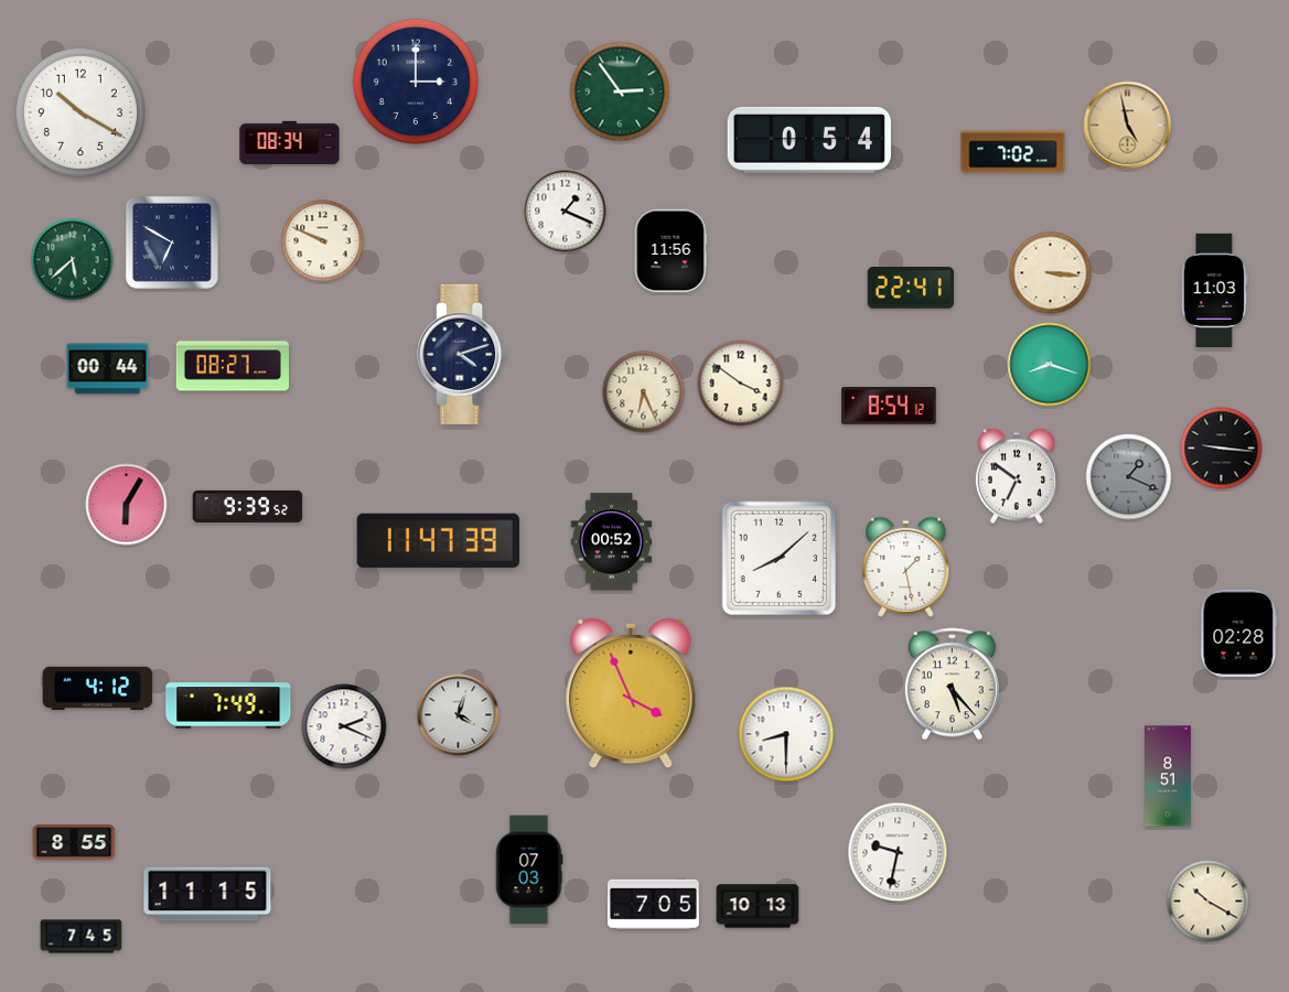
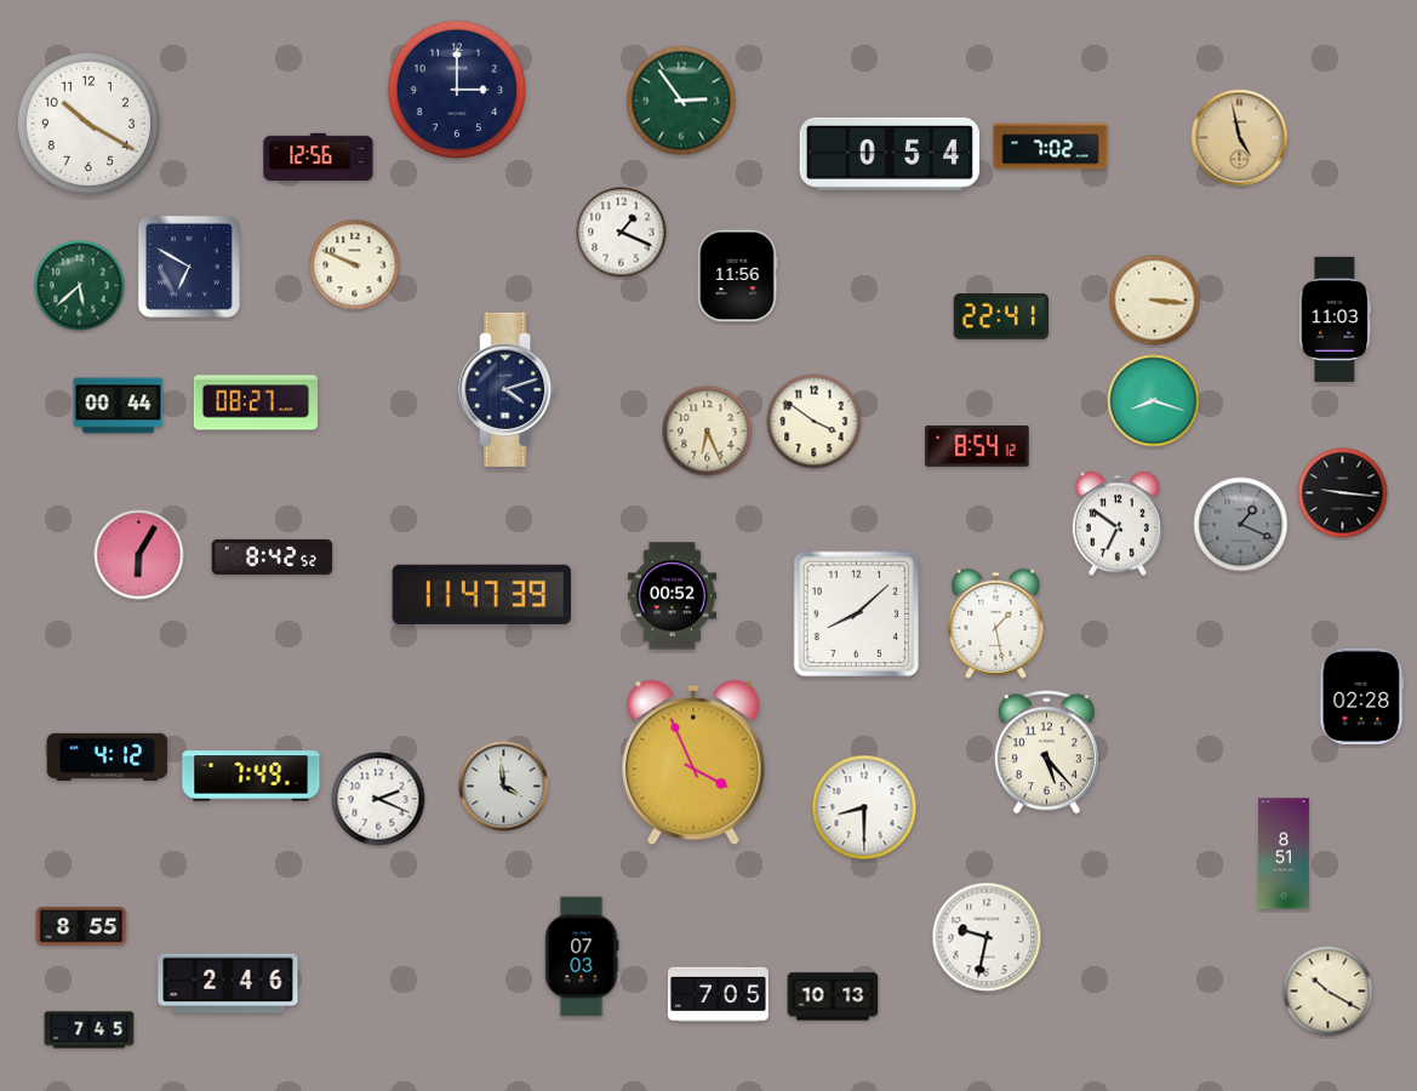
clock at (290, 142): 08:34 -> 12:56
clock at (1013, 152) position: (1013, 152) -> (1051, 147)
clock at (248, 506): 9:39 -> 8:42
clock at (459, 715): 4:03 -> 3:59
clock at (207, 894): 11:15 -> 2:46
